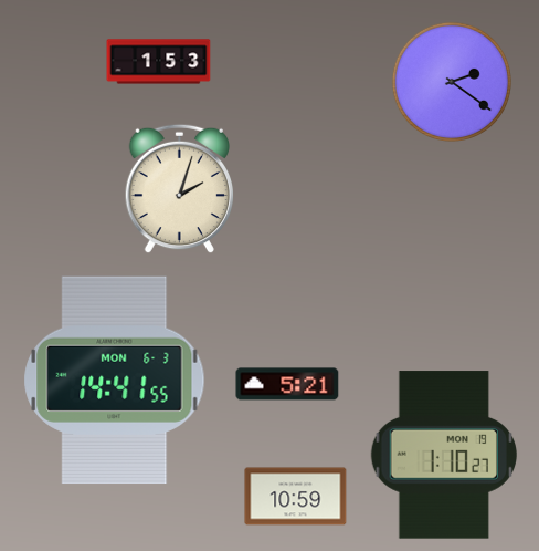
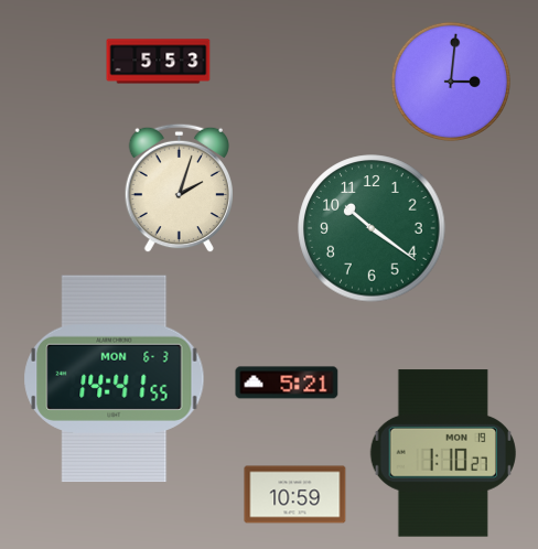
clock at (159, 62): 1:53 -> 5:53
clock at (452, 82): 2:21 -> 3:01
clock at (372, 228): none -> 10:21
